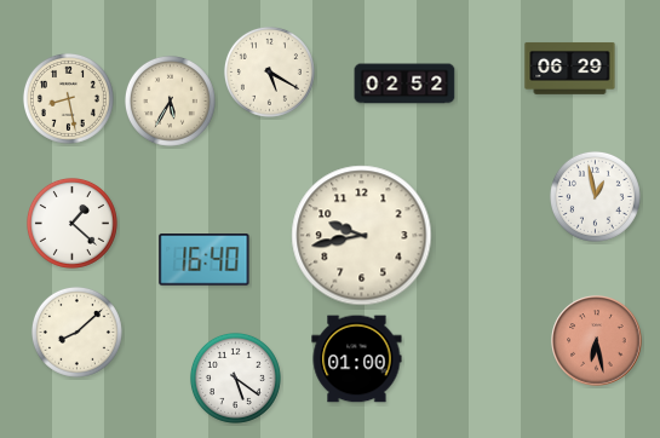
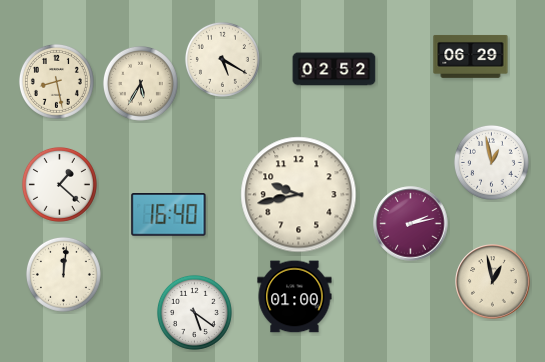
clock at (411, 224): none -> 2:13
clock at (76, 332): 8:08 -> 12:01
clock at (597, 341): 6:28 -> 12:58
clock at (597, 341) dial: salmon -> cream
